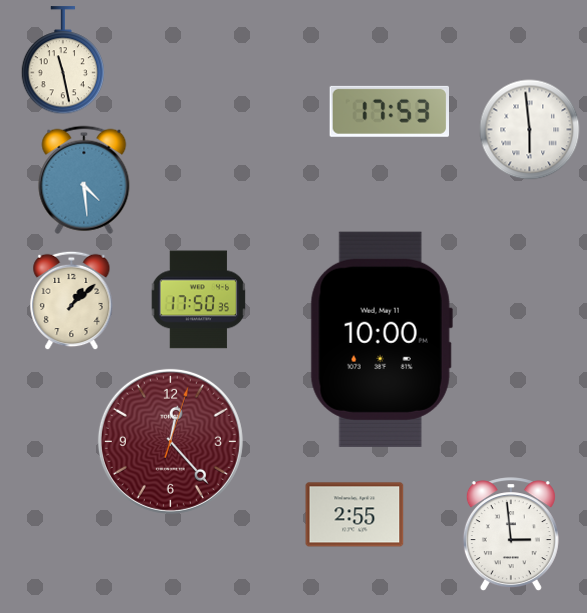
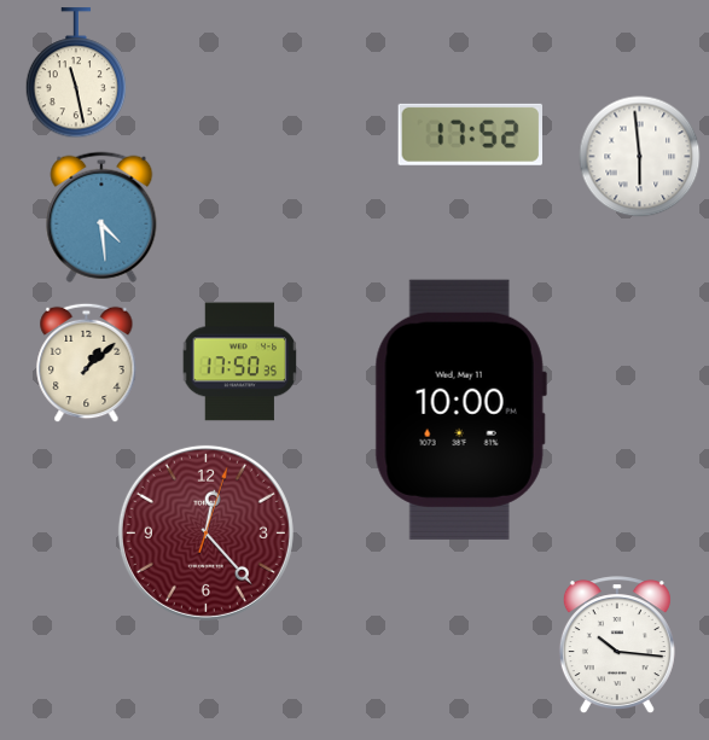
clock at (389, 111): 17:53 -> 17:52
clock at (355, 515): 2:55 -> none
clock at (511, 535): 2:59 -> 10:16
